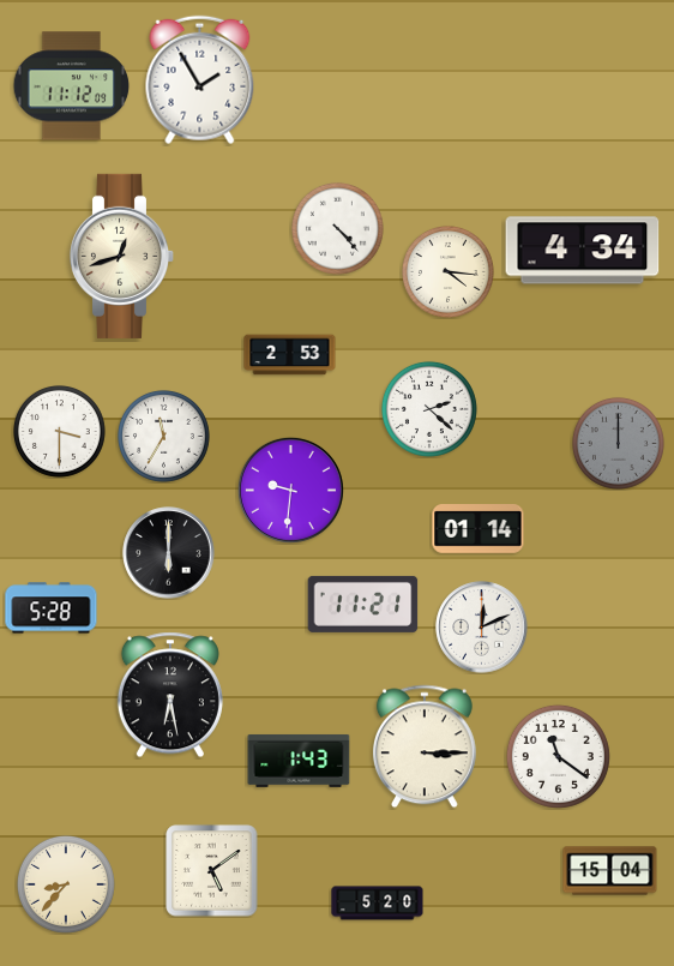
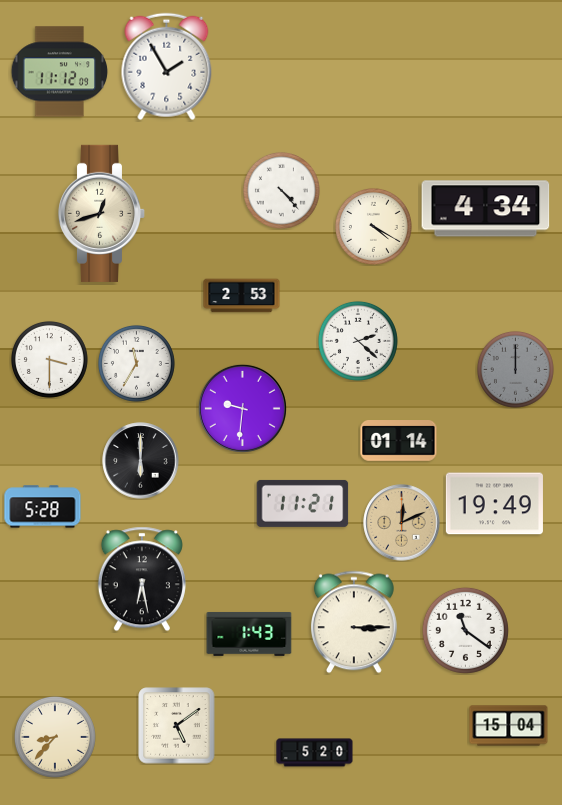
clock at (447, 271): 4:16 -> 4:20
clock at (494, 504): none -> 19:49
clock at (482, 628) dial: white -> champagne
